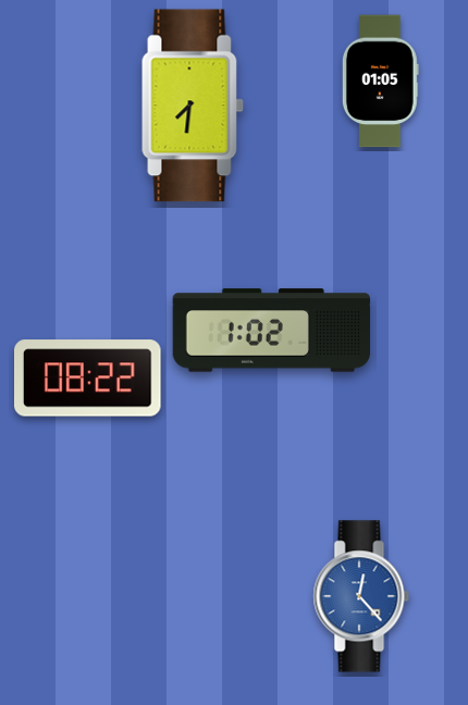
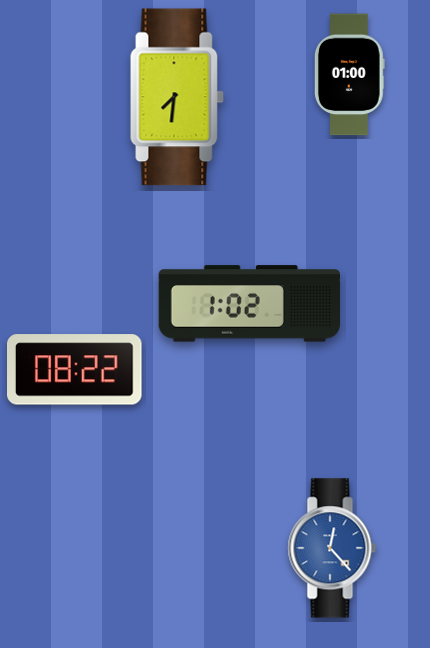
clock at (380, 82): 01:05 -> 01:00
clock at (88, 379) position: (88, 379) -> (75, 370)
